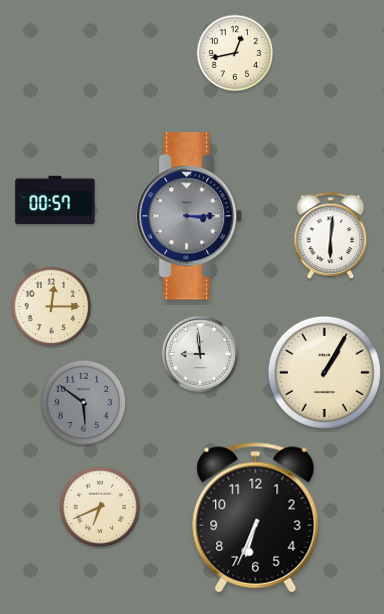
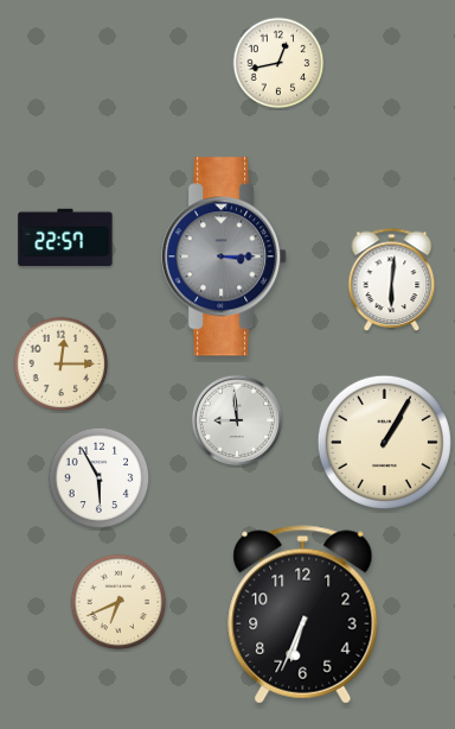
clock at (55, 200): 00:57 -> 22:57
clock at (84, 403): 5:51 -> 5:55
clock at (84, 403) dial: grey -> white
